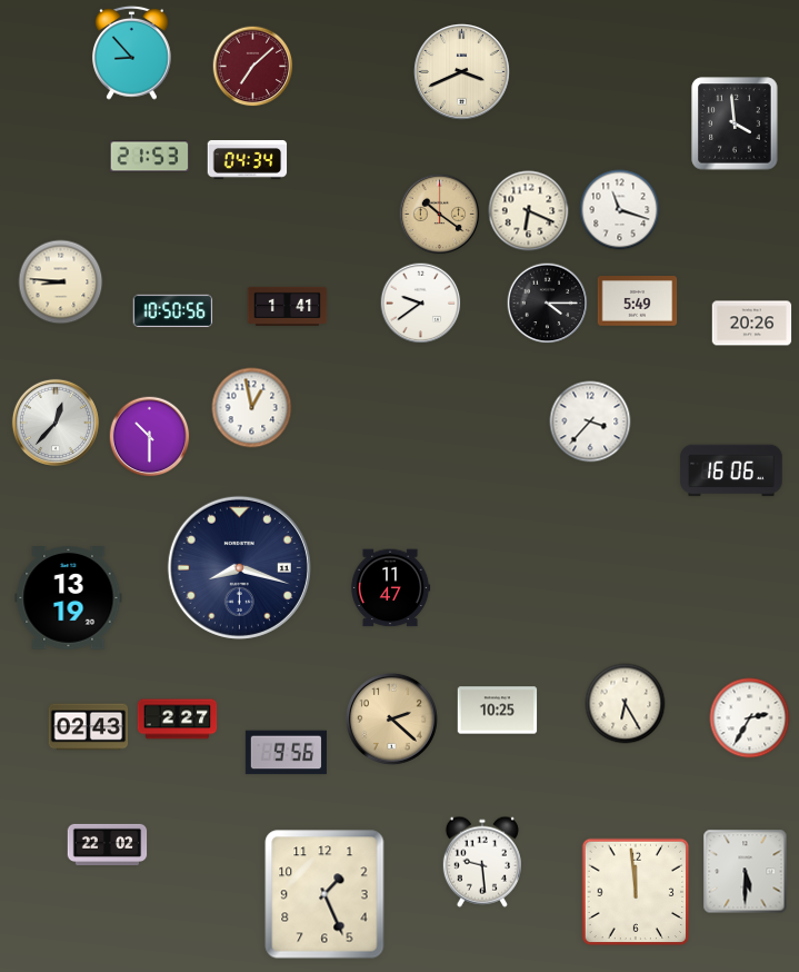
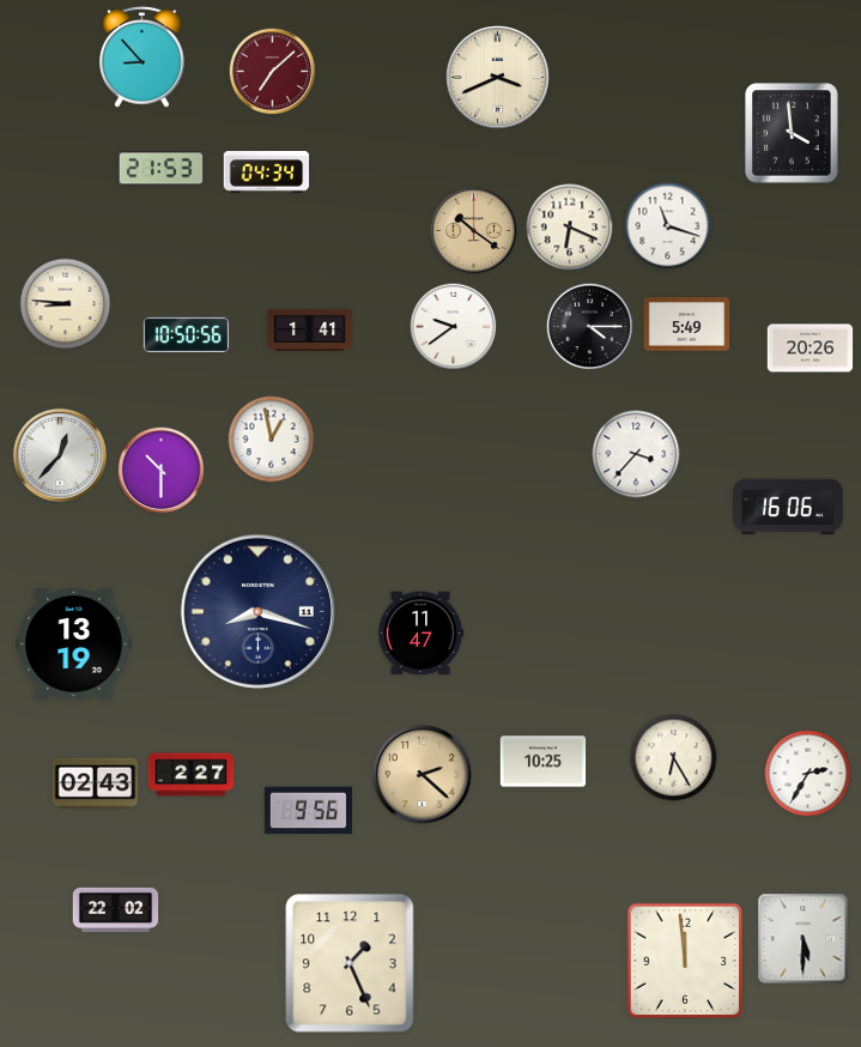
clock at (498, 711) position: (498, 711) -> (544, 762)
clock at (482, 862): 9:29 -> none
